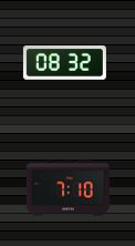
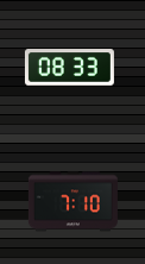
clock at (64, 63): 08:32 -> 08:33
